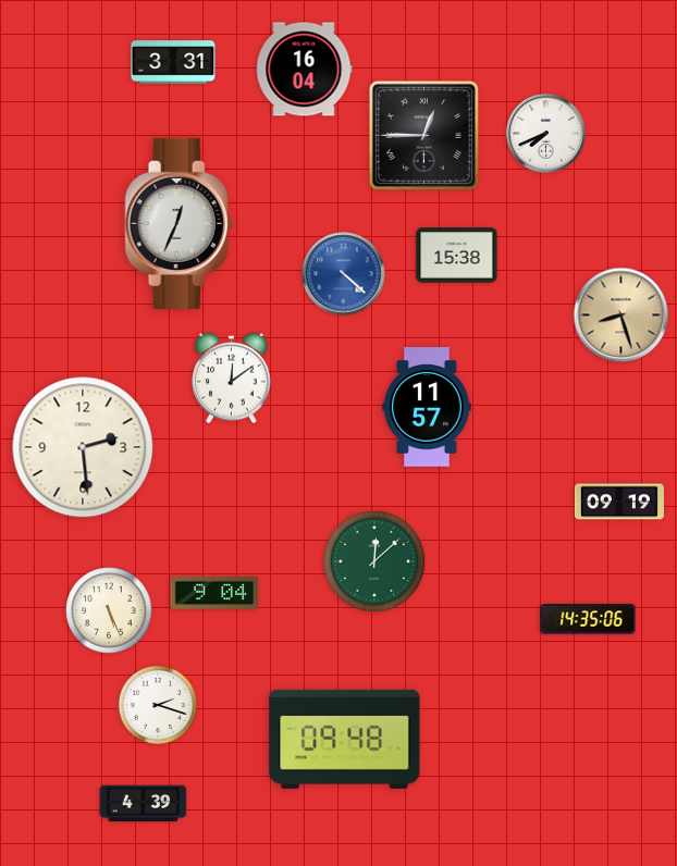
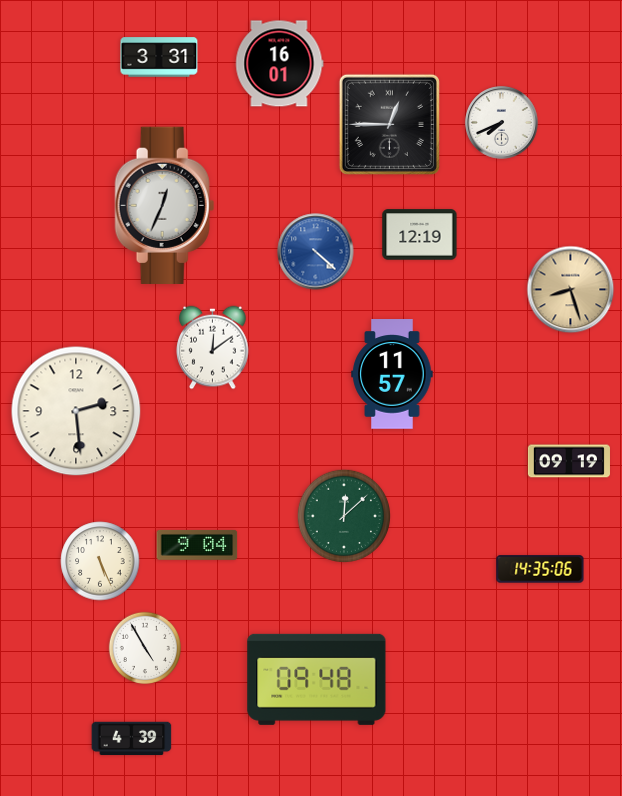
clock at (305, 70): 16:04 -> 16:01
clock at (457, 256): 15:38 -> 12:19
clock at (157, 704): 2:18 -> 4:55
